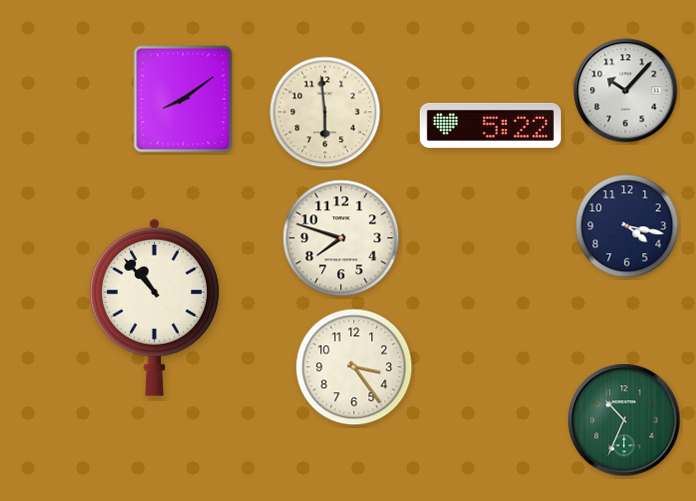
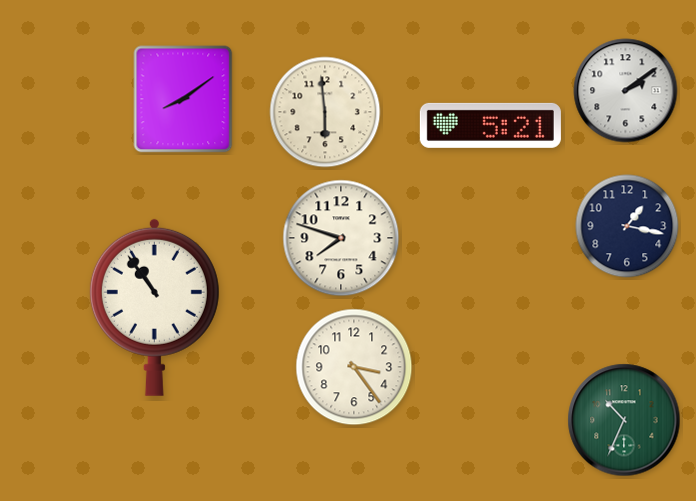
clock at (626, 91): 10:07 -> 2:09
clock at (490, 125): 5:22 -> 5:21
clock at (627, 226): 4:17 -> 1:17
clock at (154, 307): 10:53 -> 10:54
